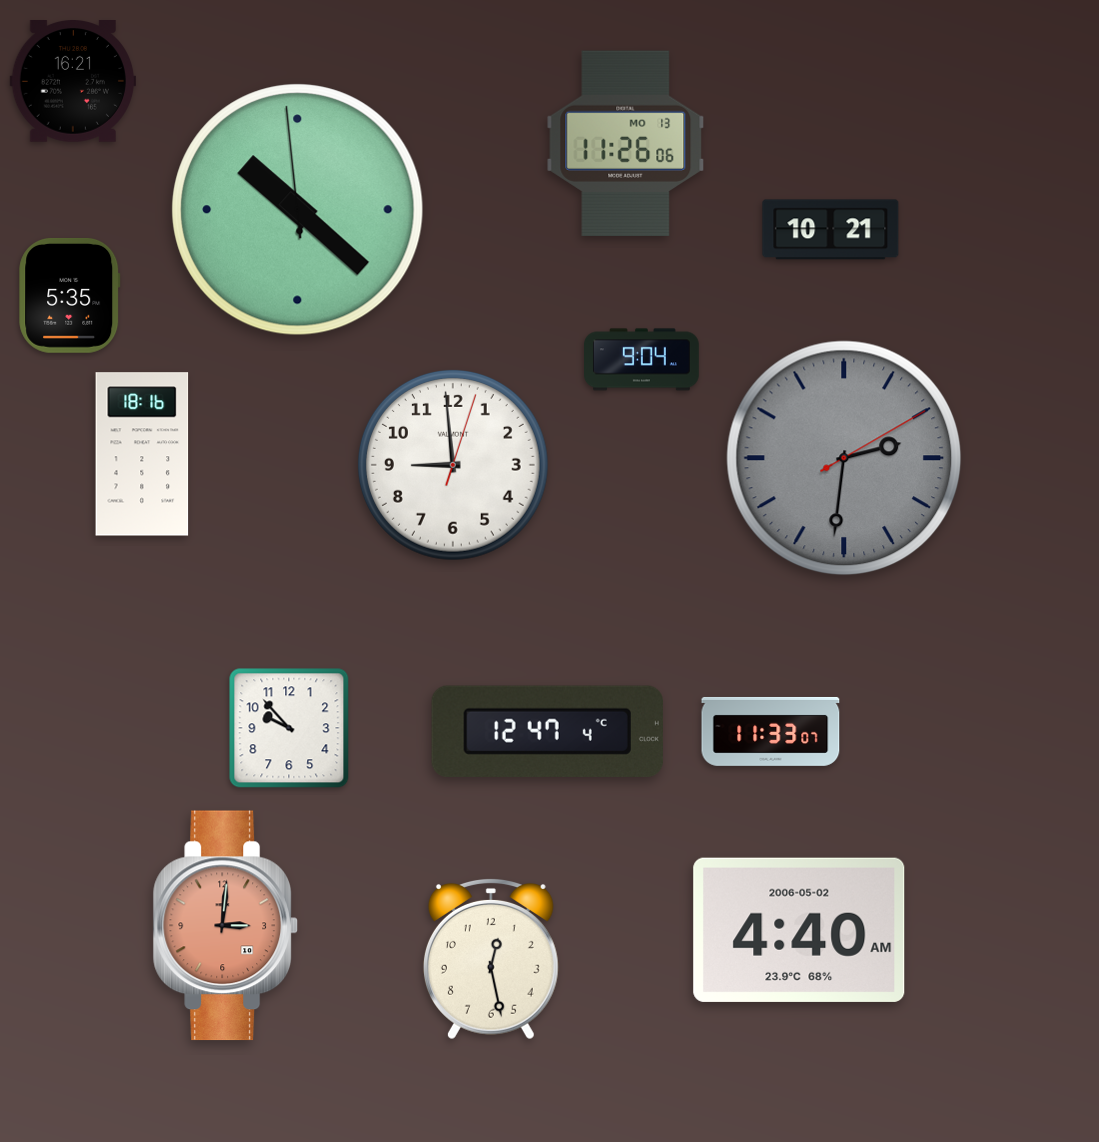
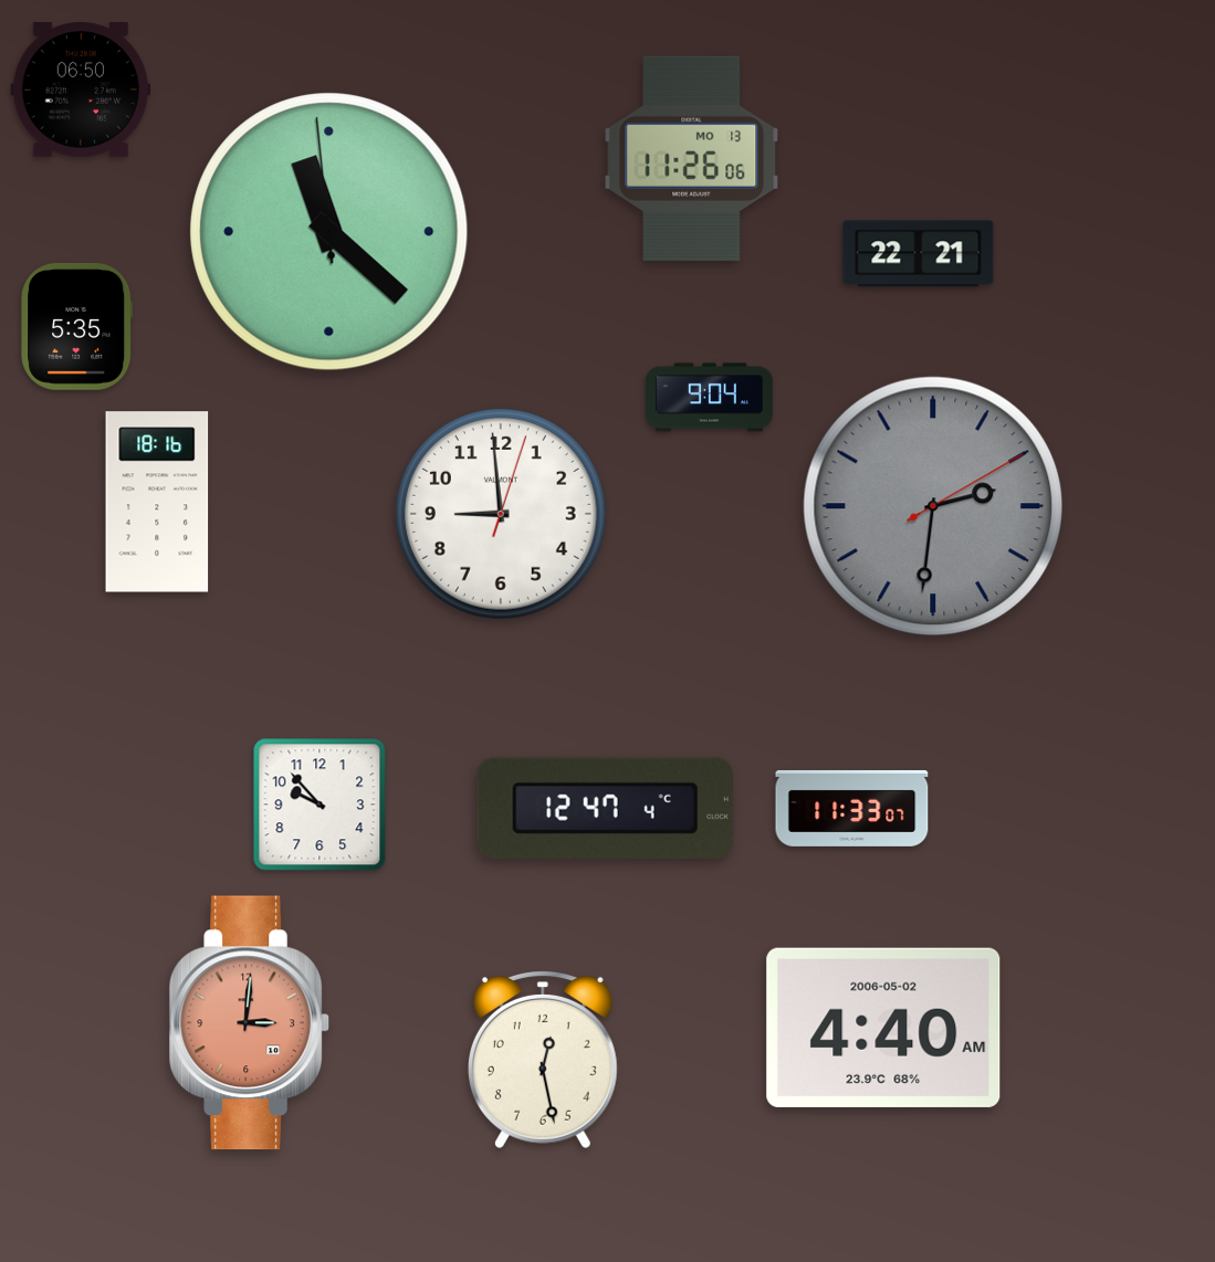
clock at (72, 82): 16:21 -> 06:50
clock at (298, 210): 10:21 -> 11:21
clock at (831, 230): 10:21 -> 22:21
